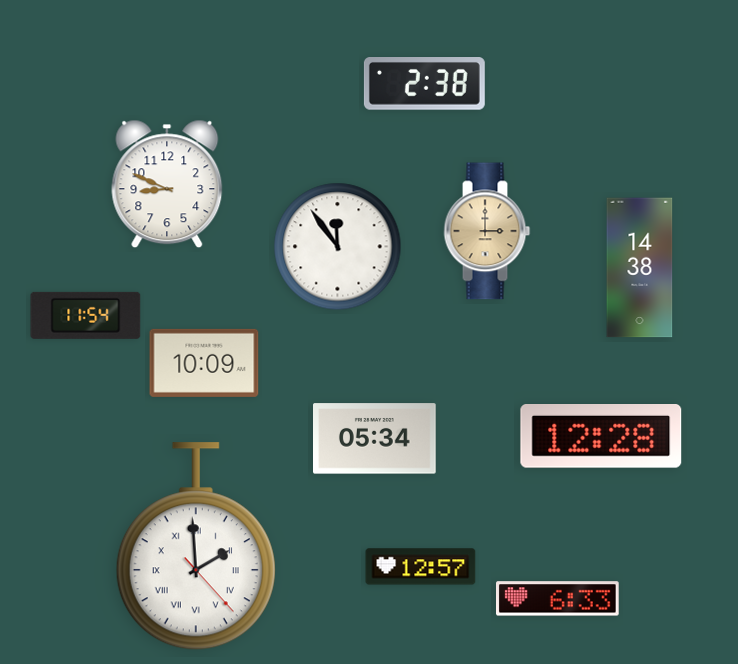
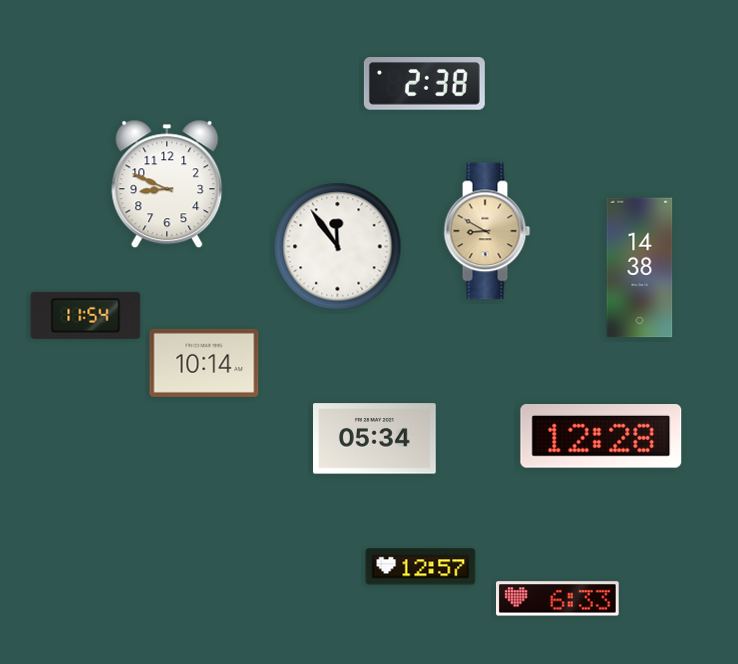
clock at (487, 231): 3:00 -> 8:50
clock at (204, 363): 10:09 -> 10:14
clock at (196, 547): 1:59 -> none
